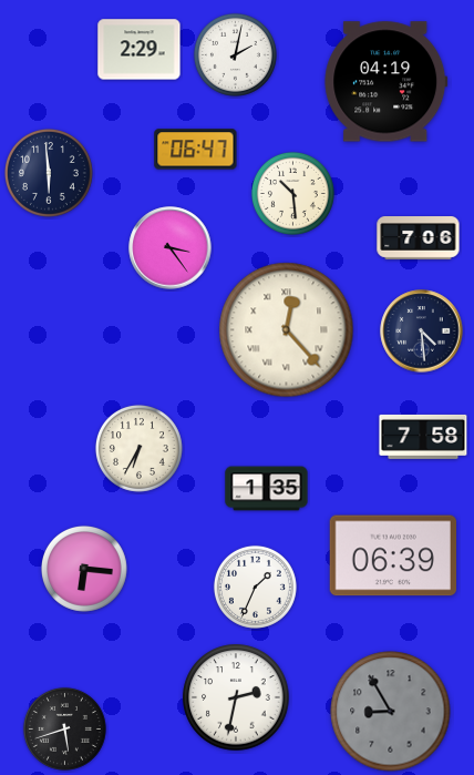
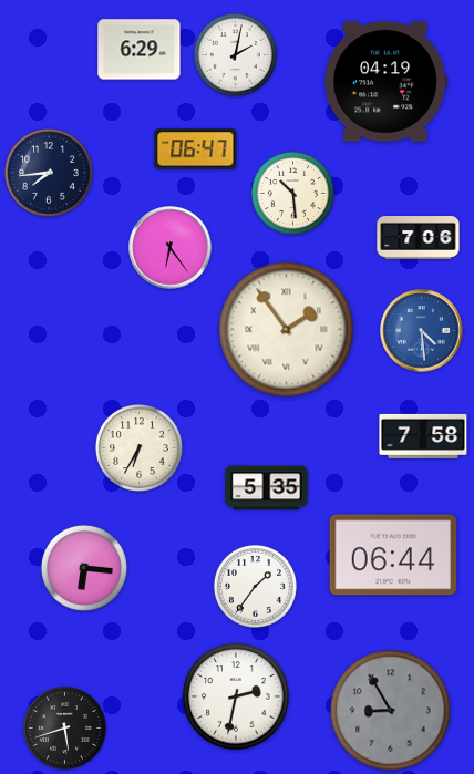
clock at (140, 50): 2:29 -> 6:29
clock at (49, 173): 5:59 -> 7:44
clock at (171, 248): 3:24 -> 6:24
clock at (287, 330): 12:23 -> 1:54
clock at (422, 332) dial: navy -> blue
clock at (267, 489): 1:35 -> 5:35
clock at (392, 555): 06:39 -> 06:44
clock at (255, 587): 1:34 -> 1:36
